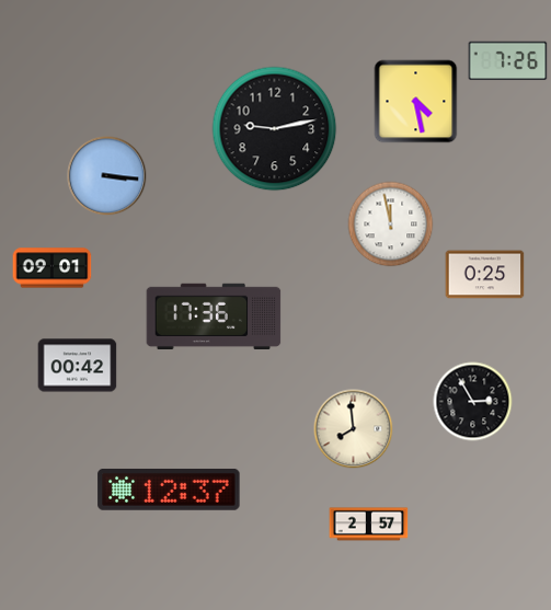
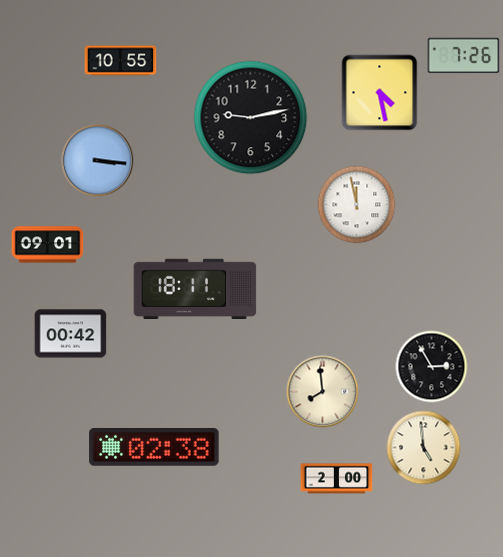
clock at (121, 61): none -> 10:55
clock at (485, 275): 0:25 -> none
clock at (214, 315): 17:36 -> 18:11
clock at (169, 490): 12:37 -> 02:38
clock at (424, 448): none -> 4:59
clock at (369, 525): 2:57 -> 2:00
